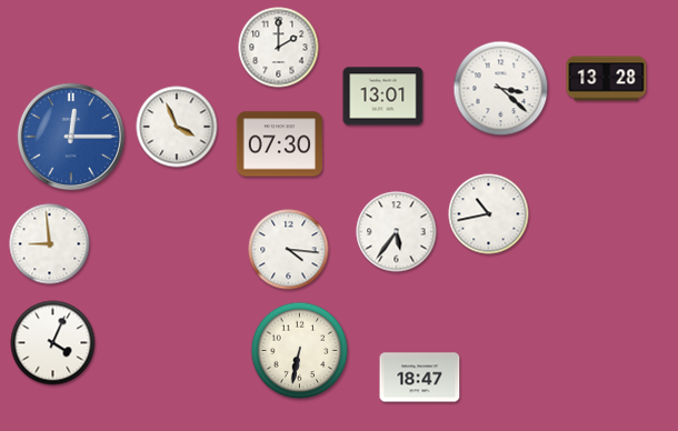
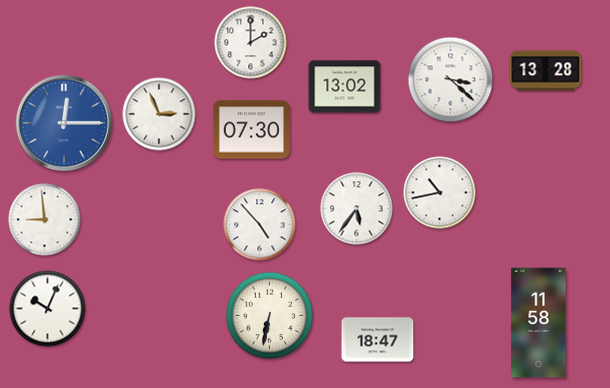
clock at (383, 97): 13:01 -> 13:02
clock at (177, 127): 3:56 -> 2:56
clock at (289, 250): 4:16 -> 4:53
clock at (53, 343): 4:04 -> 10:04
clock at (539, 323): none -> 11:58
